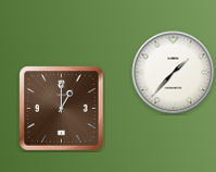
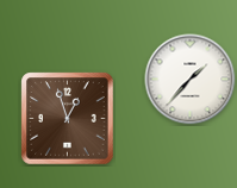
clock at (62, 109): 1:00 -> 12:57
